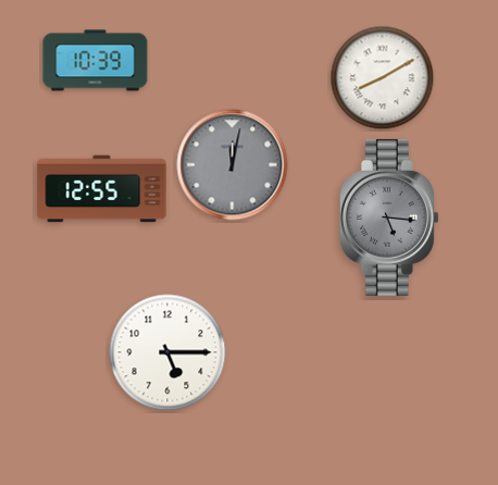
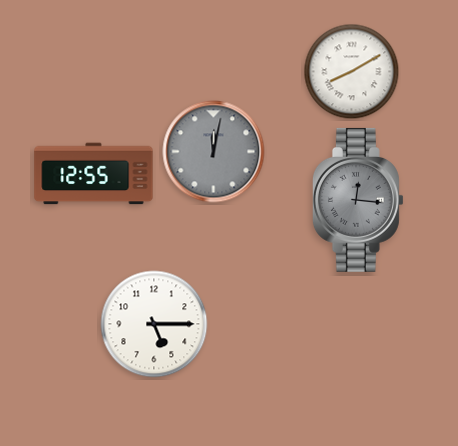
clock at (96, 61): 10:39 -> none
clock at (389, 217): 5:16 -> 12:16
